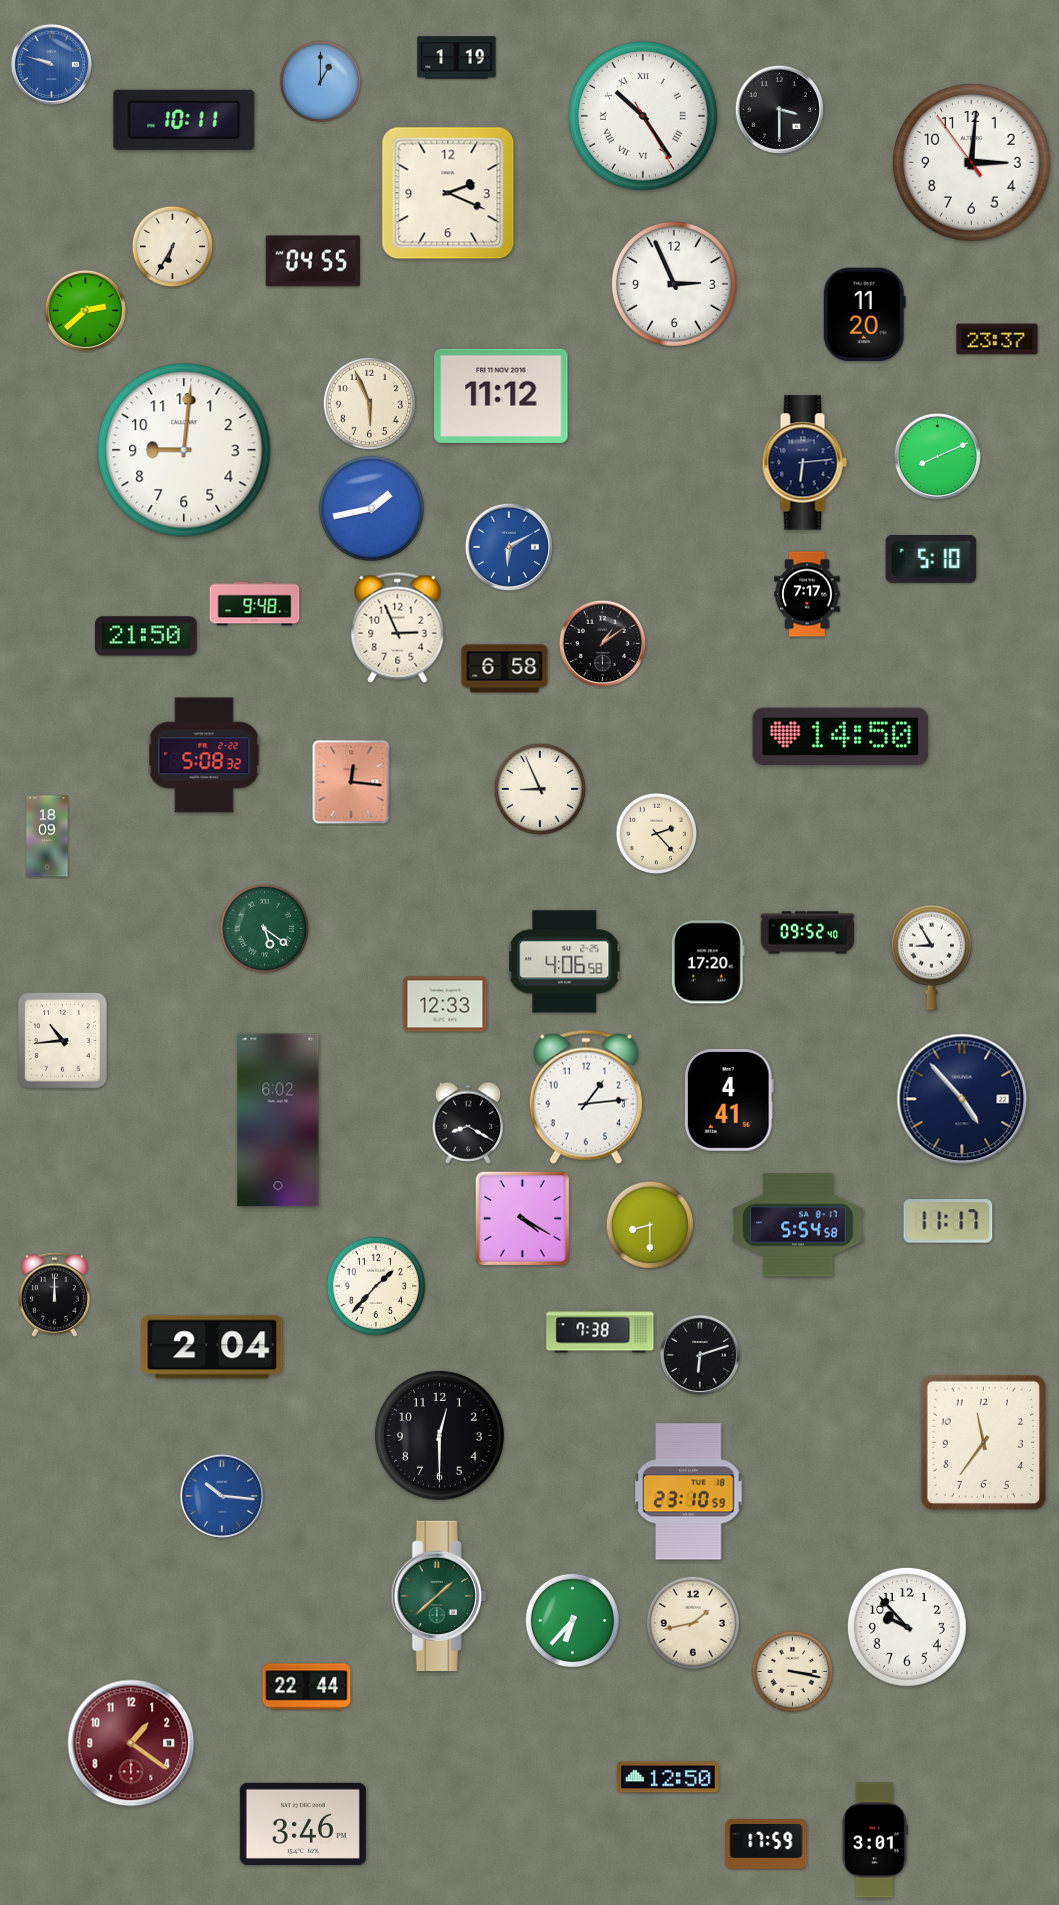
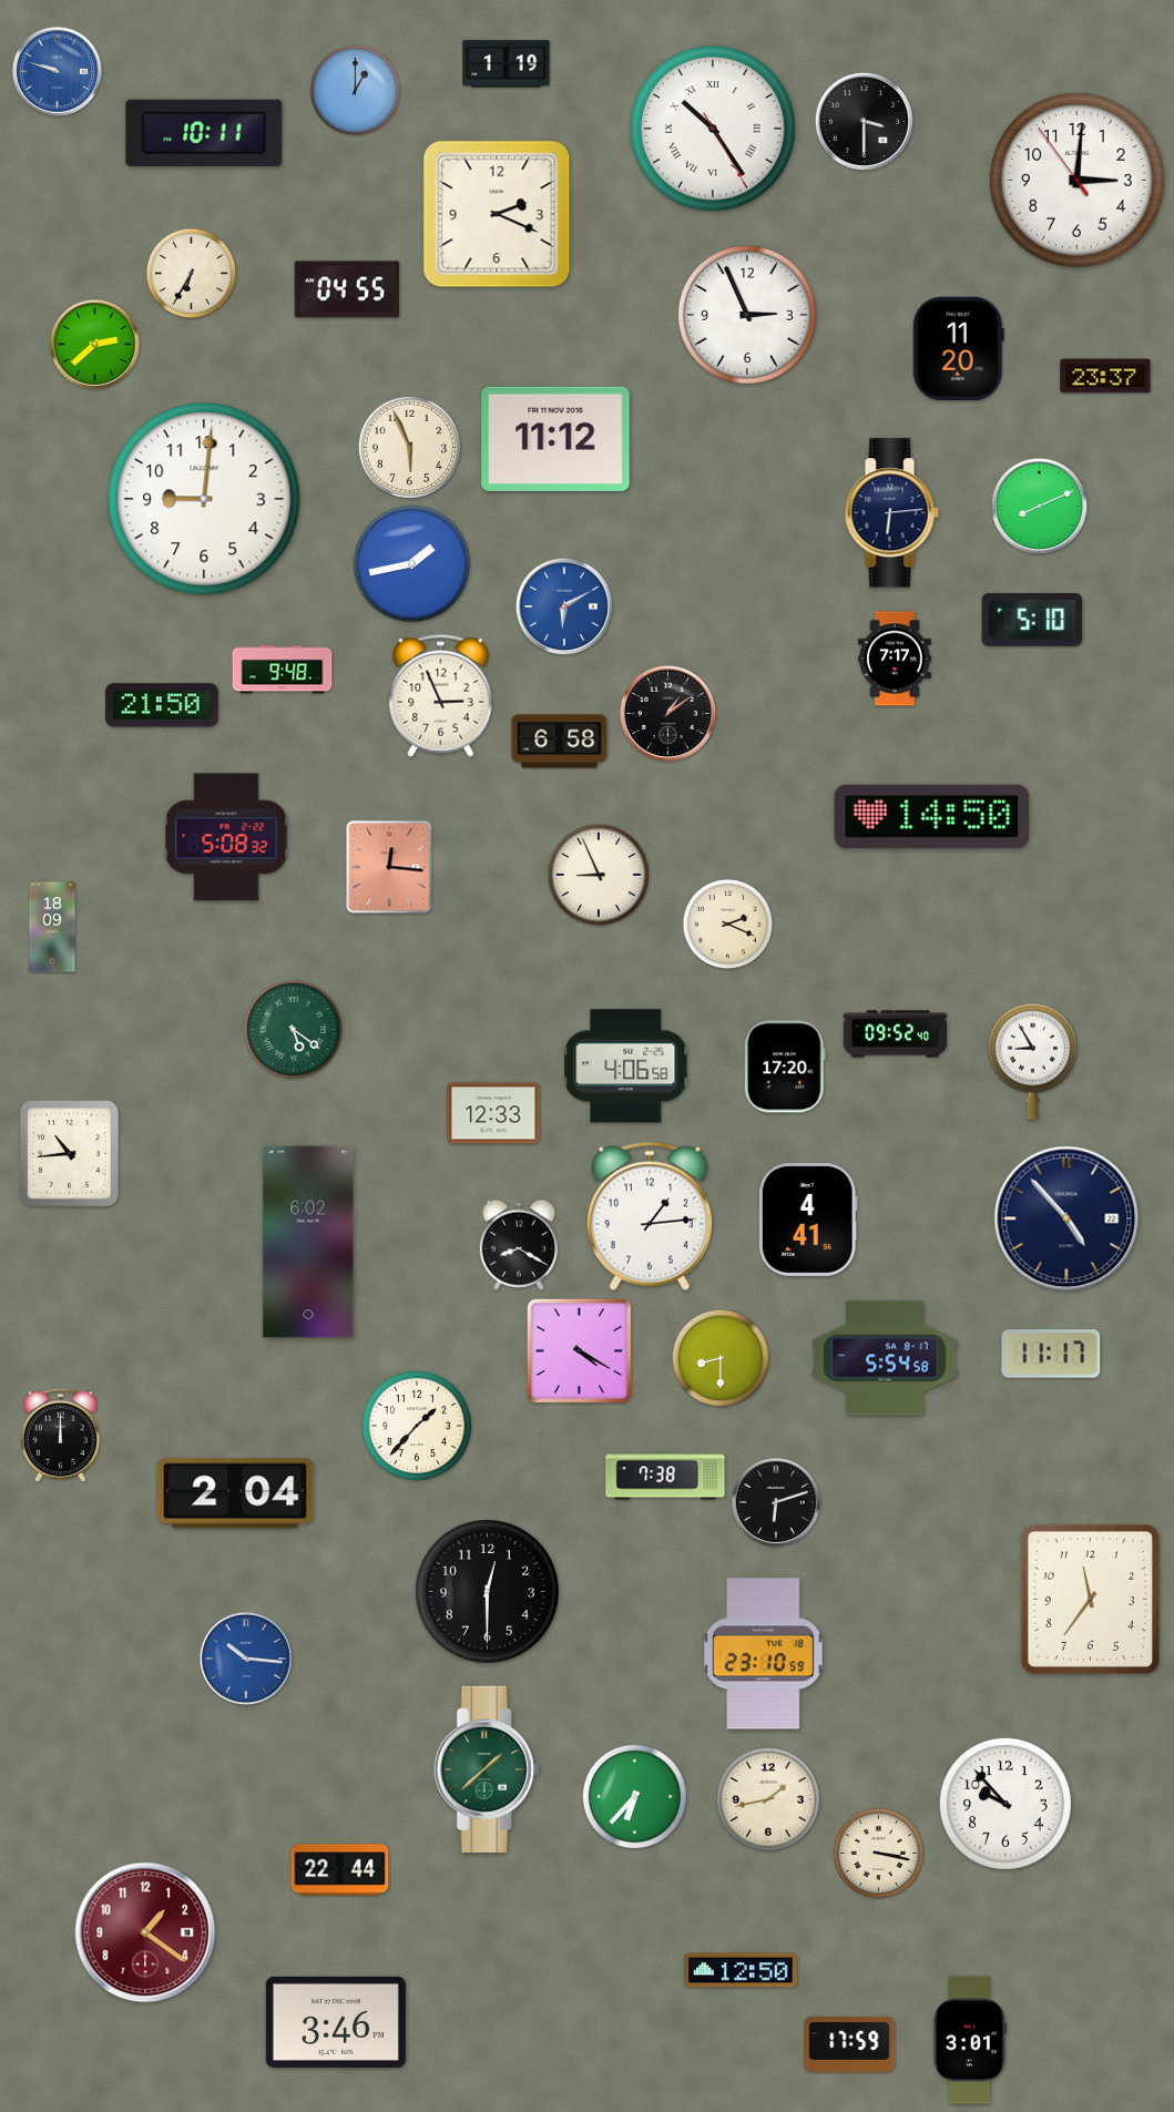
clock at (657, 834): 2:23 -> 2:19
